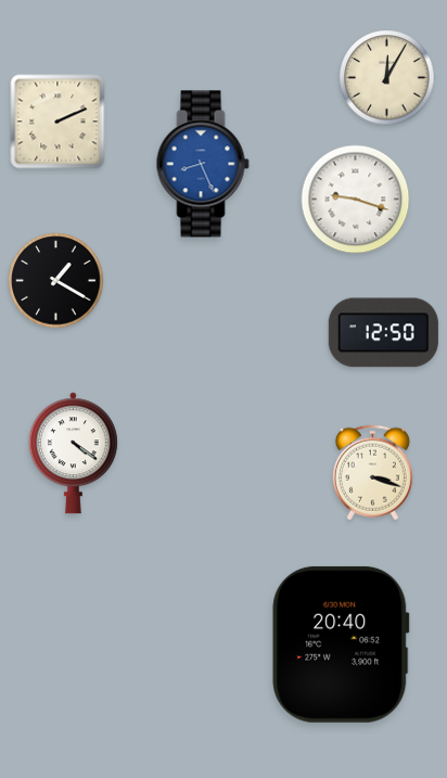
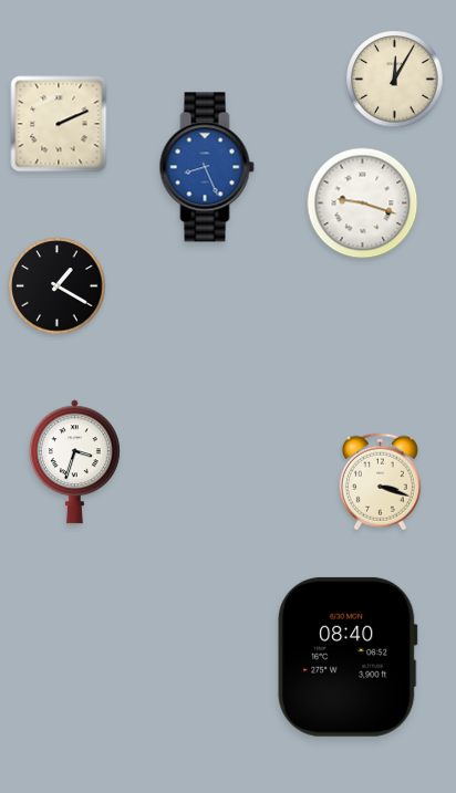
clock at (383, 333): 12:50 -> none
clock at (73, 454): 4:21 -> 3:33
clock at (341, 645): 20:40 -> 08:40
